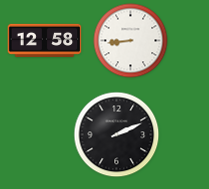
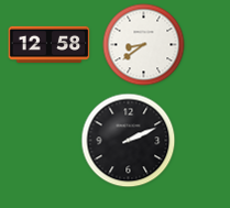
clock at (131, 41): 8:44 -> 8:39
clock at (117, 135) position: (117, 135) -> (129, 141)
